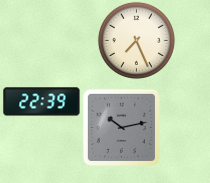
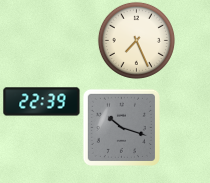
clock at (121, 127): 10:13 -> 10:18
